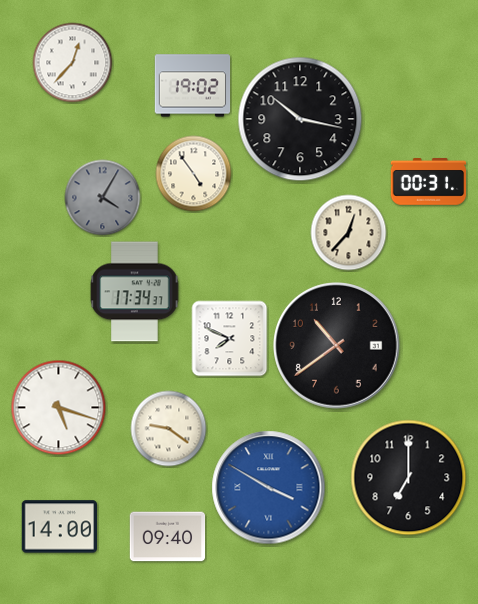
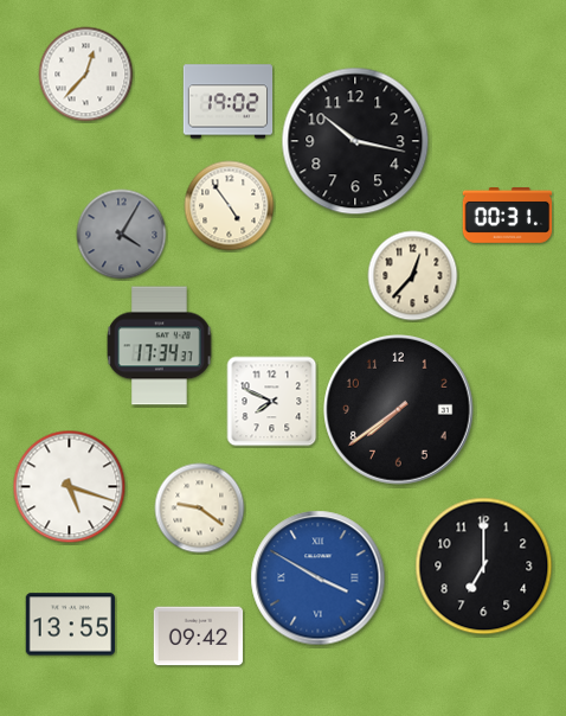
clock at (337, 346): 10:39 -> 7:39
clock at (59, 408) position: (59, 408) -> (70, 487)
clock at (60, 527): 14:00 -> 13:55
clock at (168, 537): 09:40 -> 09:42
